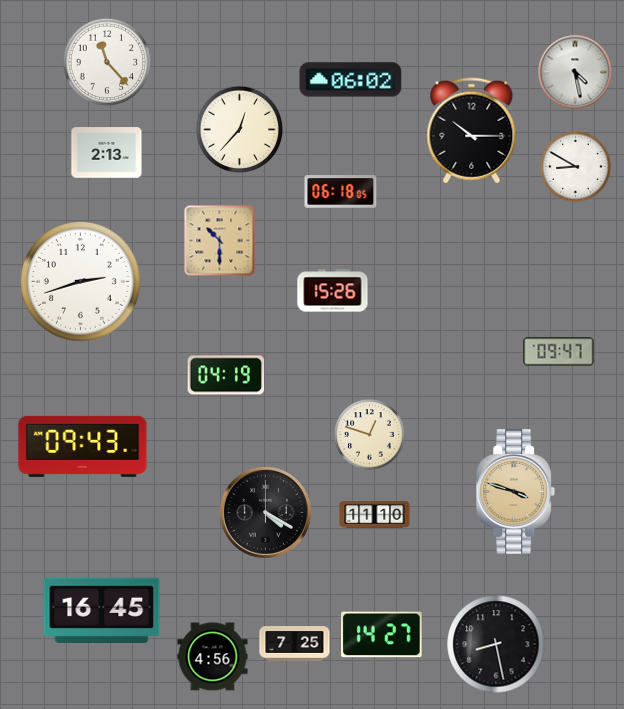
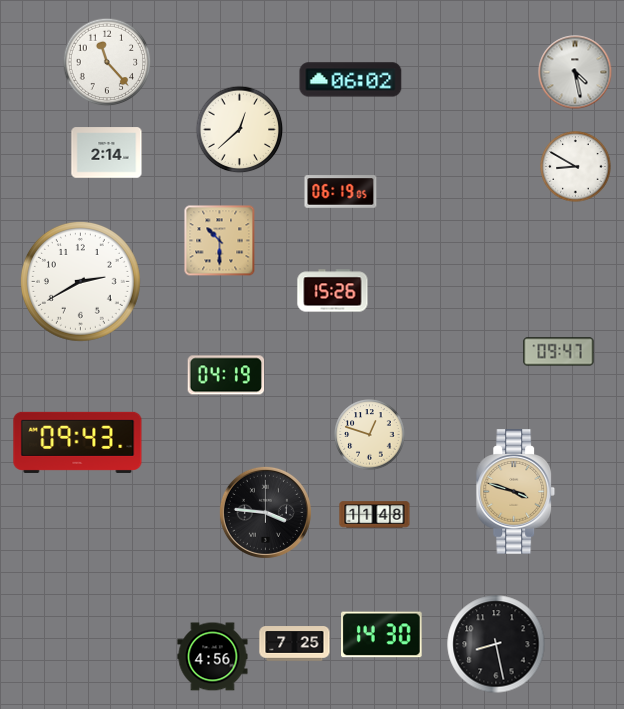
clock at (240, 130): 12:37 -> 12:38
clock at (472, 131): 10:15 -> none
clock at (107, 153): 2:13 -> 2:14
clock at (341, 192): 06:18 -> 06:19
clock at (80, 281): 2:42 -> 2:40
clock at (83, 446) position: (83, 446) -> (78, 442)
clock at (265, 512): 4:20 -> 3:46
clock at (375, 515): 11:10 -> 11:48
clock at (102, 610): 16:45 -> none
clock at (382, 635): 14:27 -> 14:30
